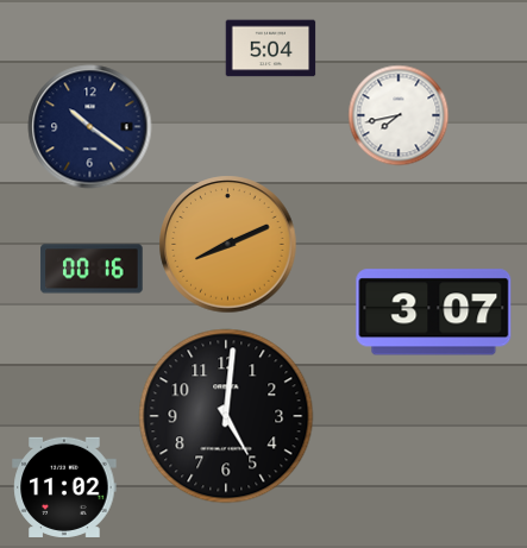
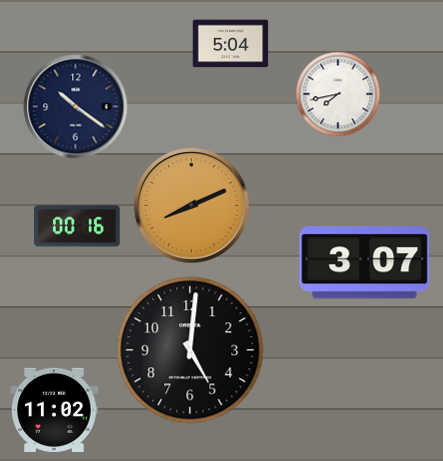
clock at (271, 49) position: (271, 49) -> (231, 44)
clock at (399, 115) position: (399, 115) -> (338, 94)
